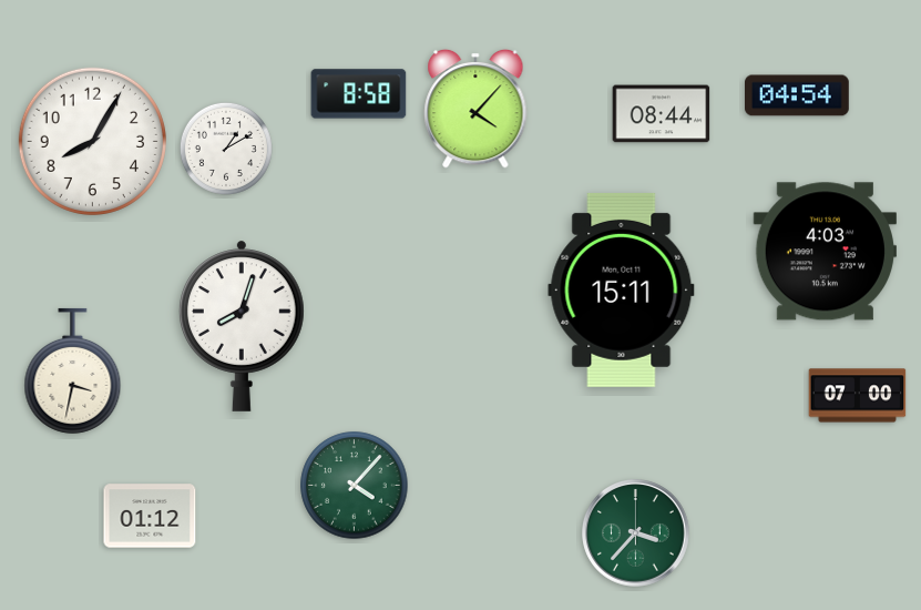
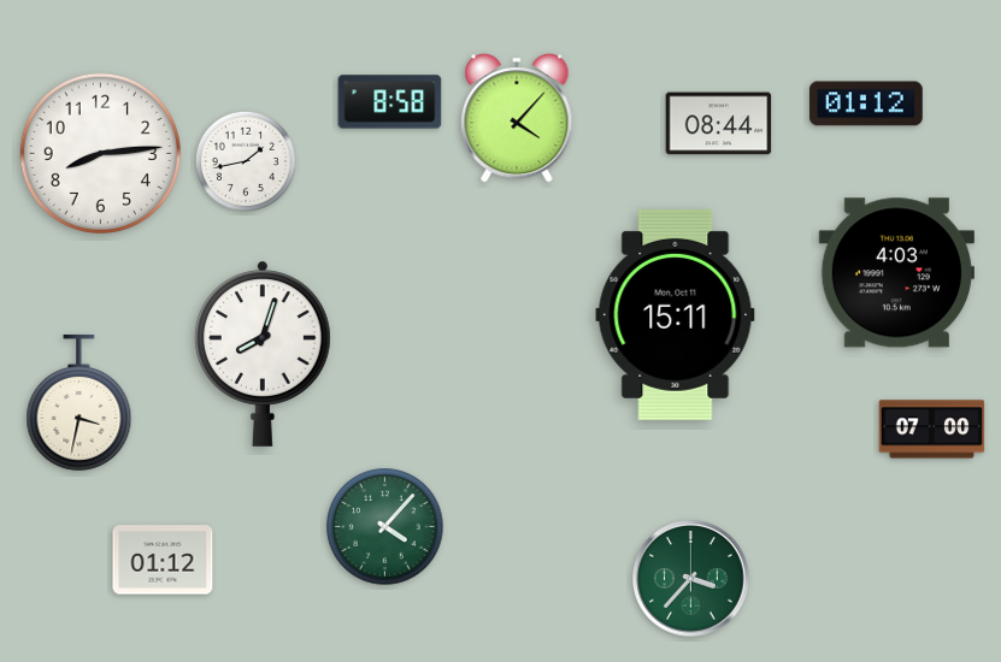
clock at (798, 95): 04:54 -> 01:12
clock at (92, 141): 8:05 -> 8:14
clock at (226, 149): 1:10 -> 1:43
